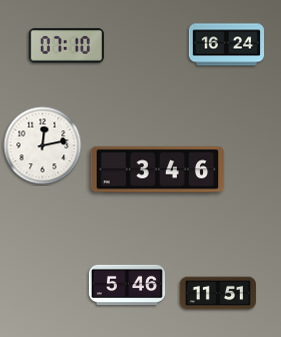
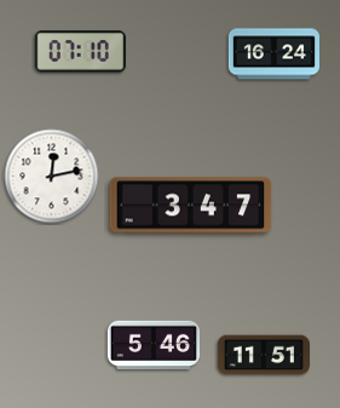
clock at (66, 46) position: (66, 46) -> (80, 52)
clock at (158, 170): 3:46 -> 3:47
